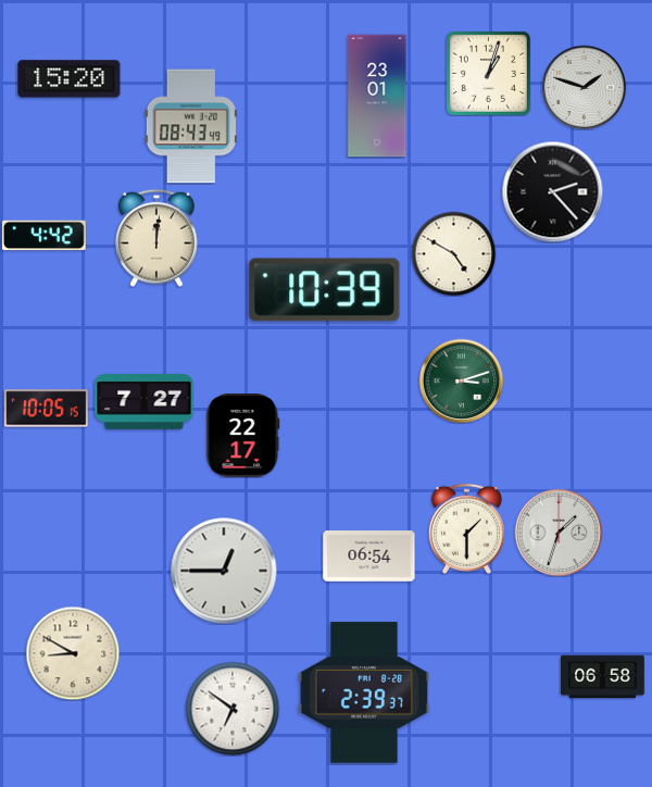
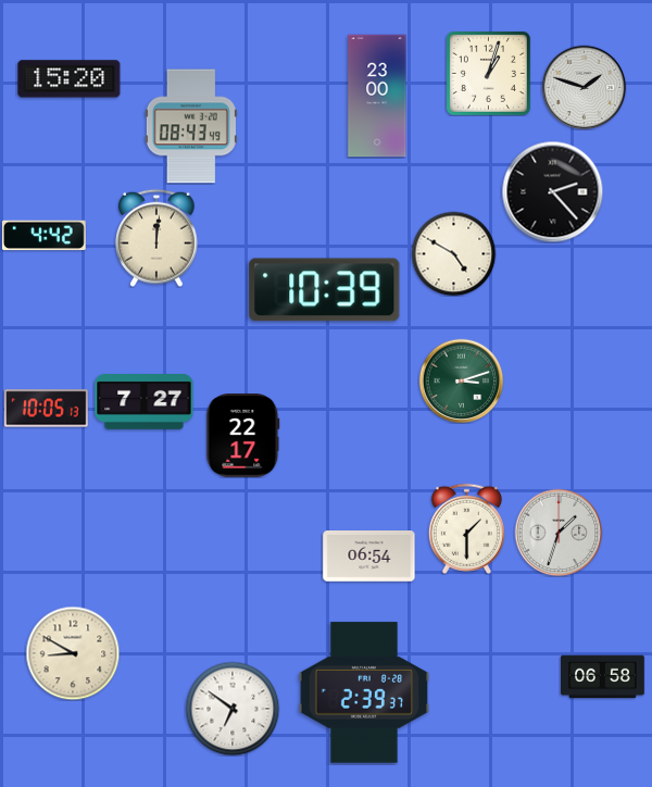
clock at (377, 96): 23:01 -> 23:00
clock at (47, 409): 10:05:15 -> 10:05:13
clock at (224, 571): 12:45 -> none
